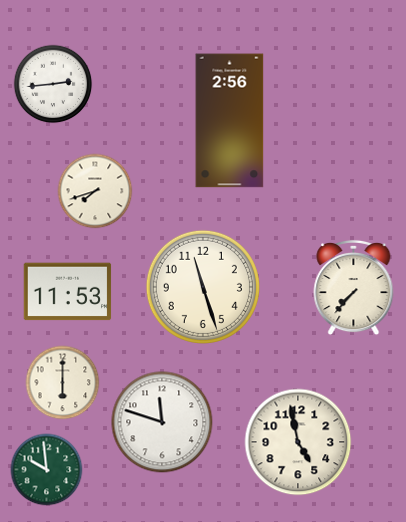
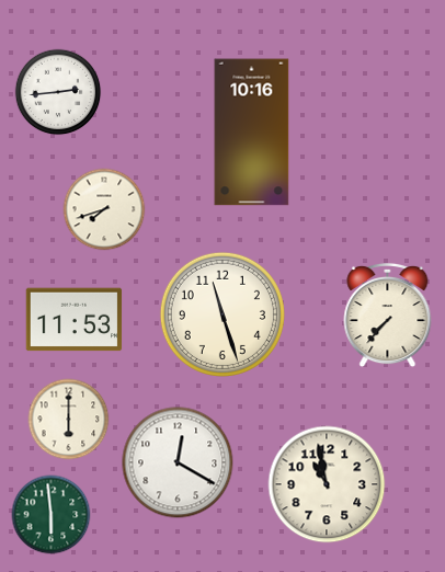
clock at (230, 121): 2:56 -> 10:16
clock at (162, 422): 11:48 -> 12:20
clock at (298, 442): 4:58 -> 10:58
clock at (47, 470): 9:59 -> 5:59
